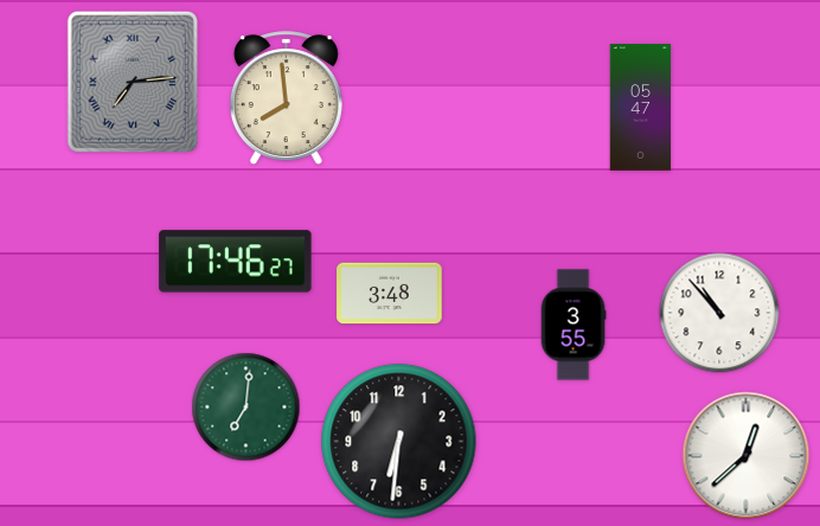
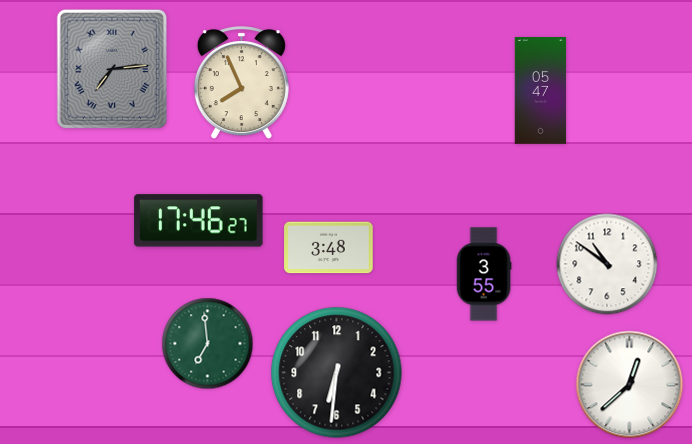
clock at (286, 98): 7:59 -> 7:56
clock at (719, 313): 10:53 -> 10:51
clock at (246, 408): 7:01 -> 6:59
